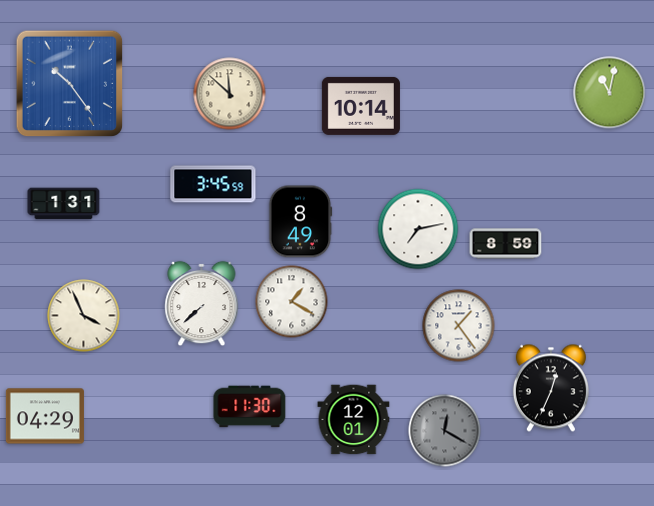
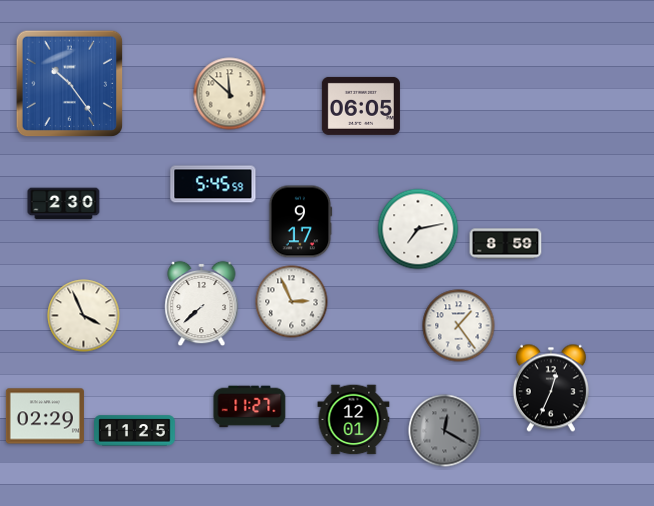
clock at (610, 93): 11:02 -> none
clock at (361, 106): 10:14 -> 06:05
clock at (213, 184): 3:45 -> 5:45
clock at (64, 204): 1:31 -> 2:30
clock at (300, 222): 8:49 -> 9:17
clock at (292, 302): 1:20 -> 2:56
clock at (250, 407): 11:30 -> 11:27
clock at (45, 416): 04:29 -> 02:29
clock at (135, 431): none -> 11:25
